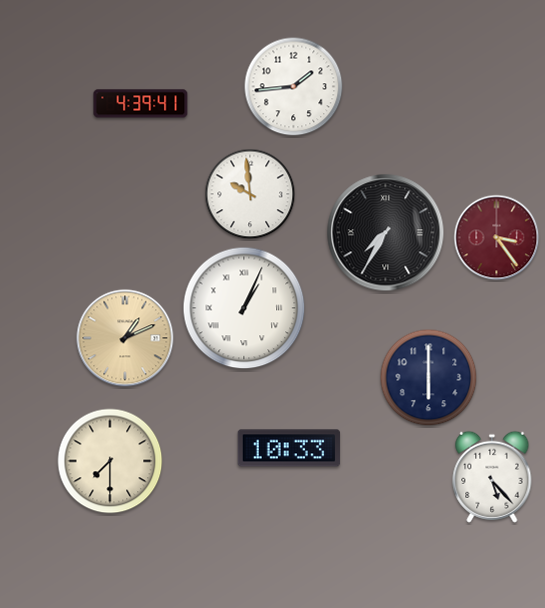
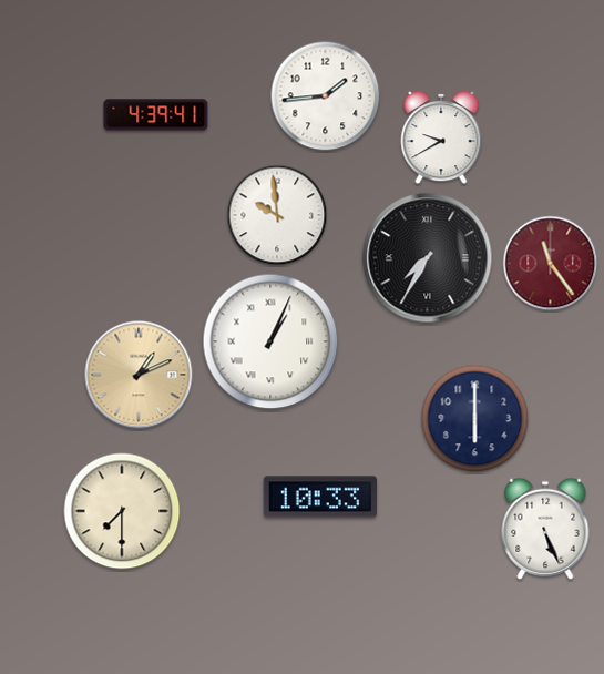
clock at (441, 137): none -> 9:40
clock at (497, 238): 3:24 -> 11:24
clock at (492, 477): 5:23 -> 5:26
